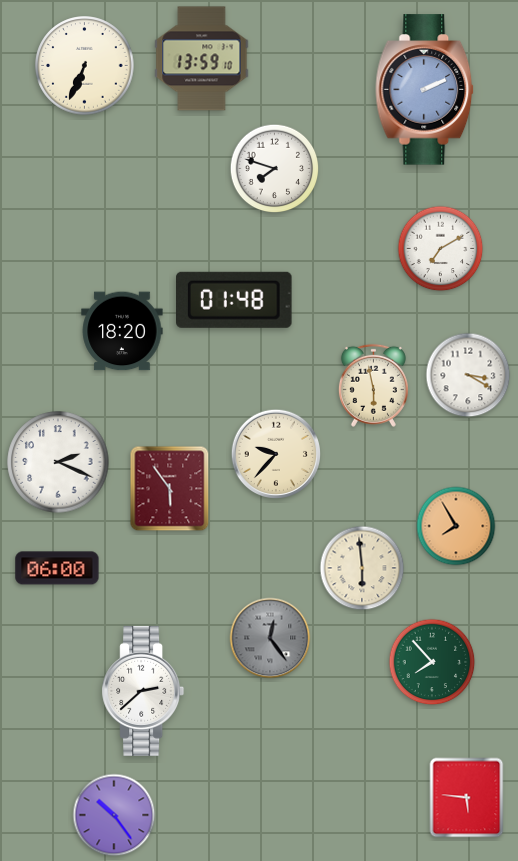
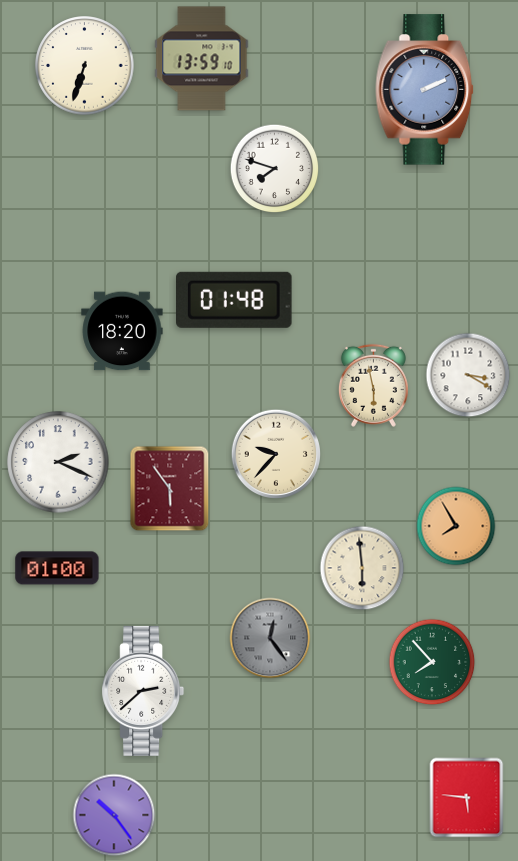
clock at (85, 66): 6:34 -> 6:33
clock at (441, 249): 7:10 -> none
clock at (57, 568): 06:00 -> 01:00
